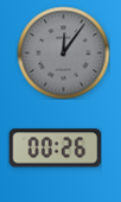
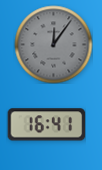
clock at (55, 149): 00:26 -> 16:41
